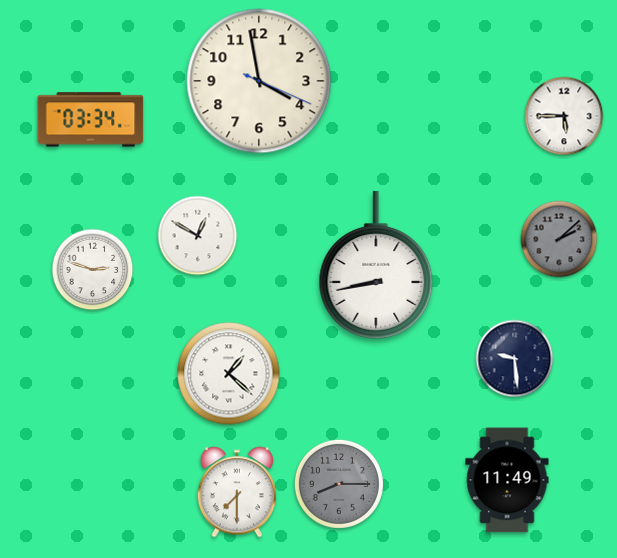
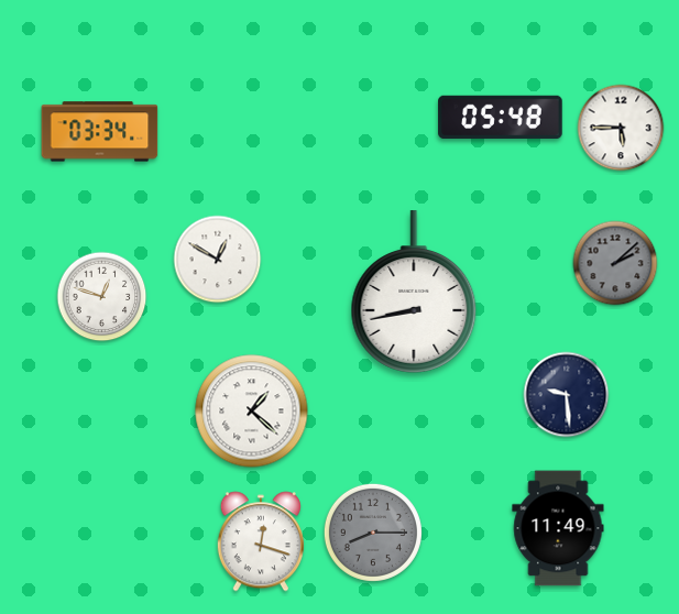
clock at (259, 81): 3:58 -> none
clock at (501, 118): none -> 05:48
clock at (93, 270): 2:48 -> 12:48
clock at (237, 492): 7:30 -> 12:18
